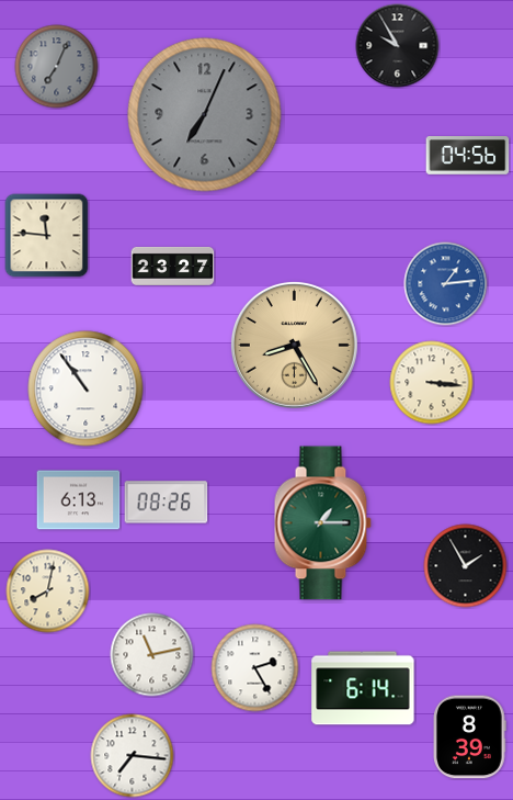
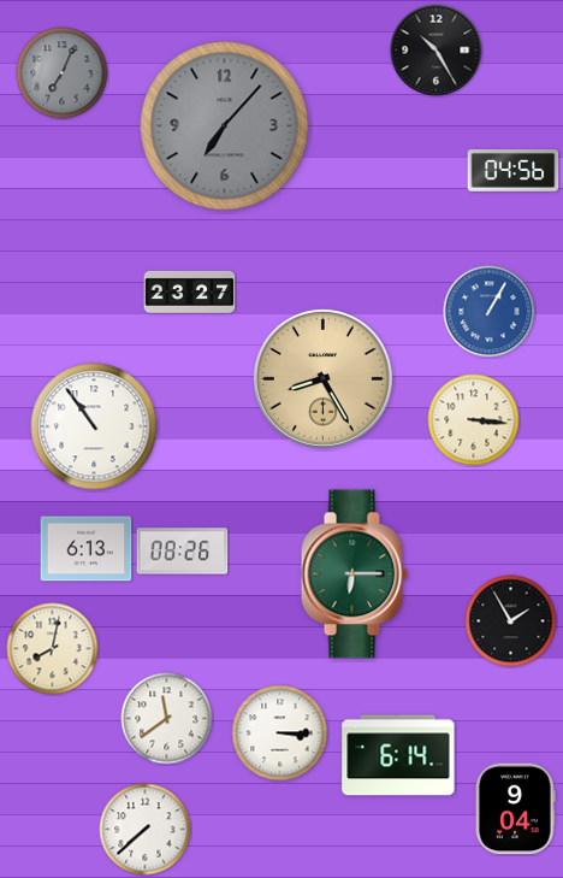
clock at (398, 46): 9:55 -> 10:25
clock at (205, 115): 7:04 -> 7:07
clock at (47, 236): 11:46 -> none
clock at (446, 284): 1:14 -> 1:05
clock at (322, 523): 1:15 -> 6:15
clock at (152, 655): 11:13 -> 11:39
clock at (255, 668): 2:25 -> 3:15
clock at (470, 737): 8:39 -> 9:04
clock at (133, 756): 7:16 -> 7:38
